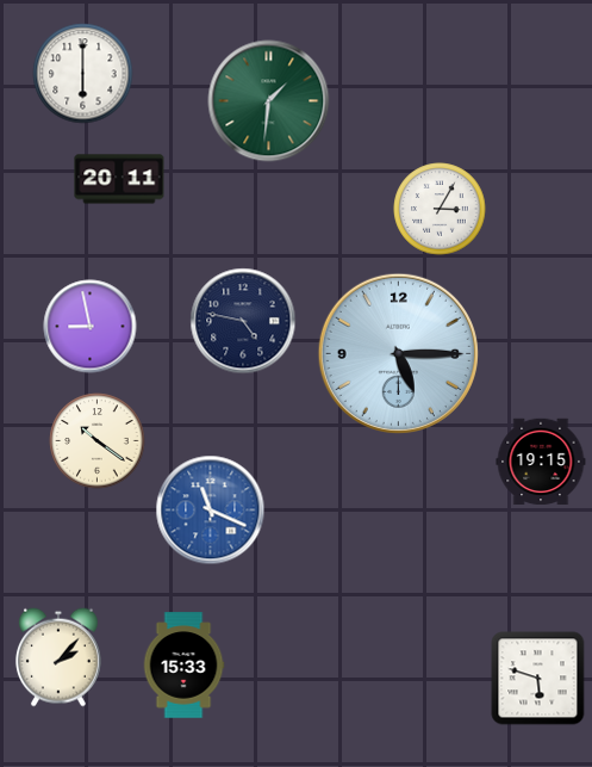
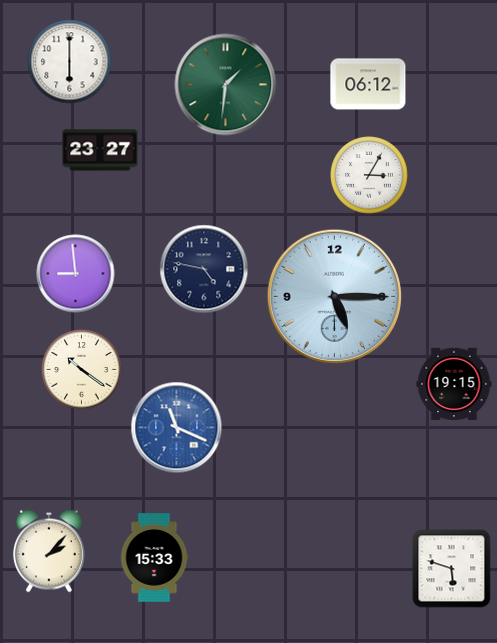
clock at (368, 84): none -> 06:12
clock at (119, 179): 20:11 -> 23:27
clock at (91, 327): 8:58 -> 8:59
clock at (541, 462) position: (541, 462) -> (454, 384)
